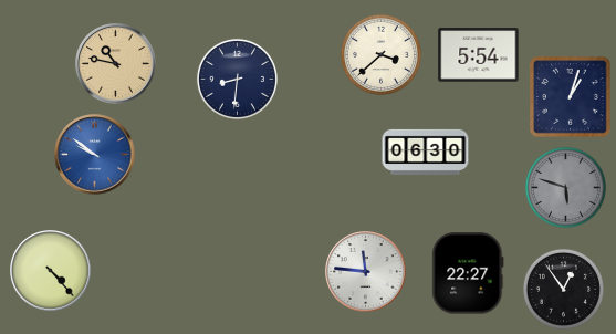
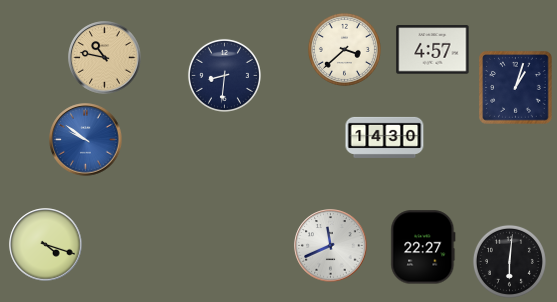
clock at (479, 55): 5:54 -> 4:57
clock at (237, 79) position: (237, 79) -> (224, 75)
clock at (426, 152): 06:30 -> 14:30
clock at (565, 187): 5:48 -> none
clock at (51, 271): 4:23 -> 4:18
clock at (366, 272): 11:46 -> 11:41
clock at (563, 289): 12:54 -> 6:01
